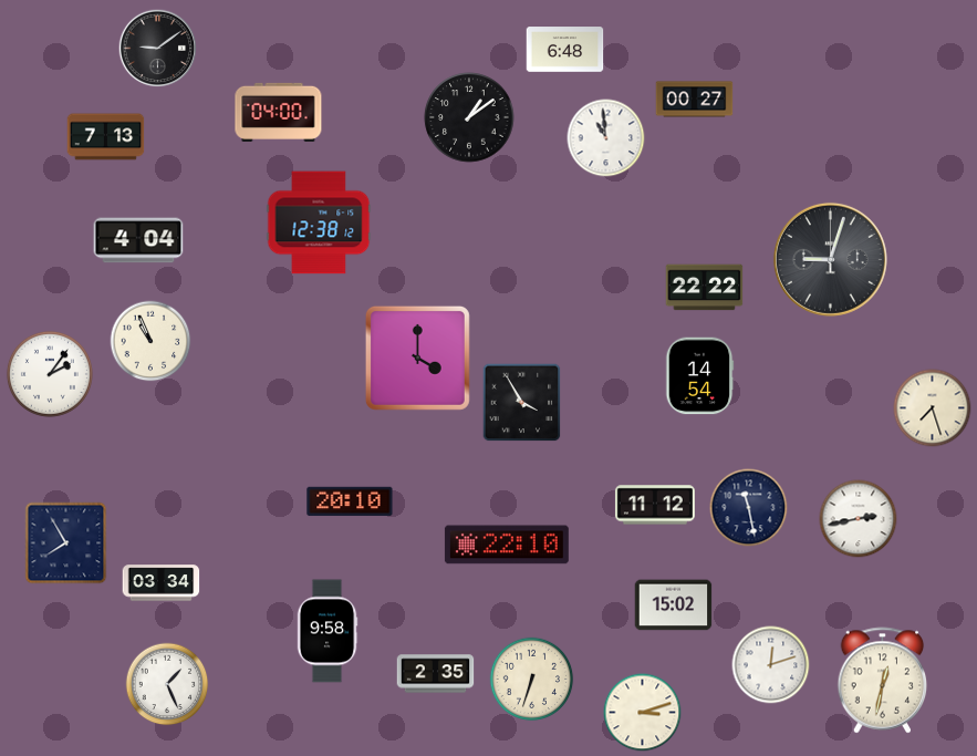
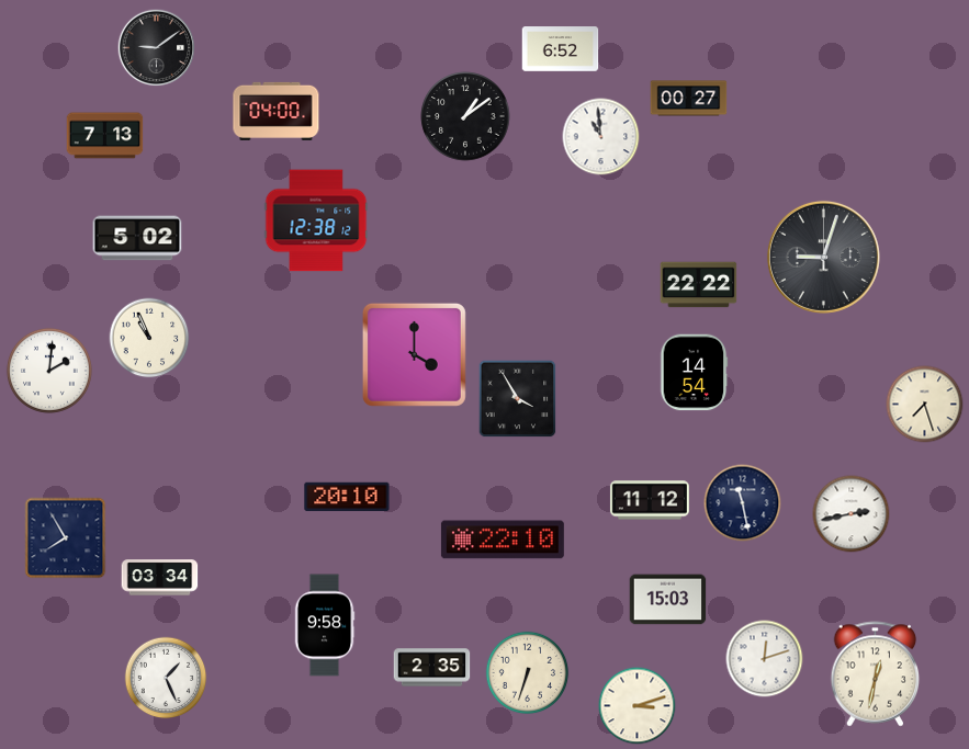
clock at (565, 50): 6:48 -> 6:52
clock at (138, 240): 4:04 -> 5:02
clock at (50, 374): 2:06 -> 2:01
clock at (674, 605): 15:02 -> 15:03
